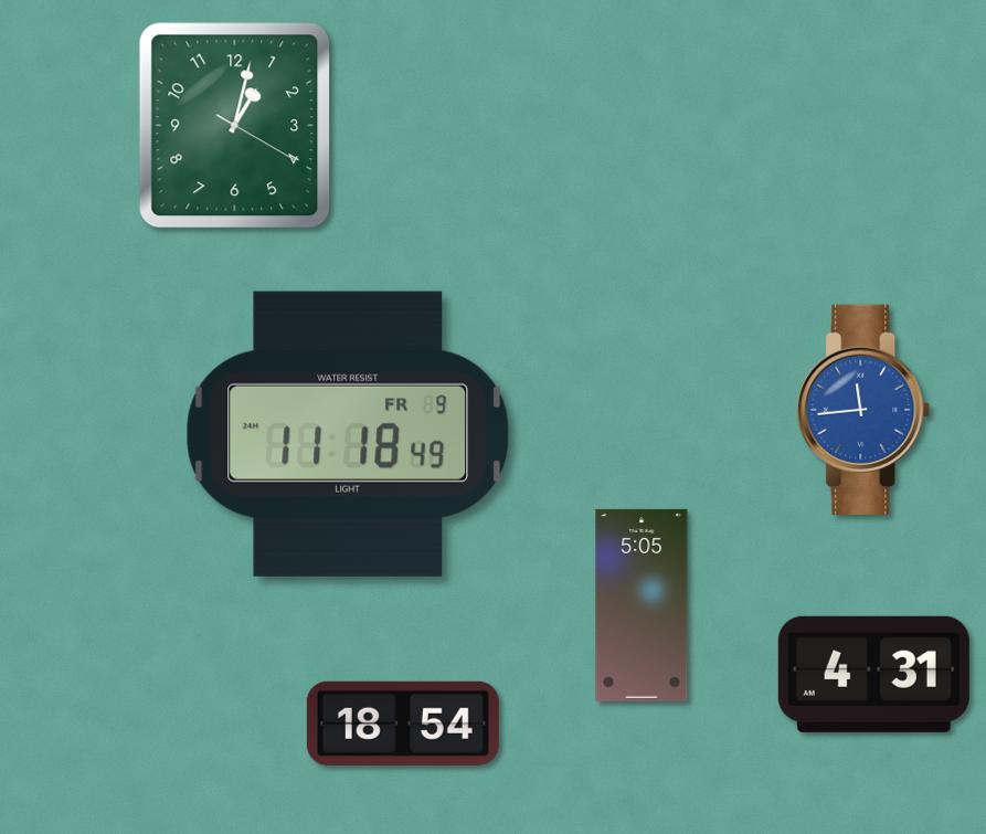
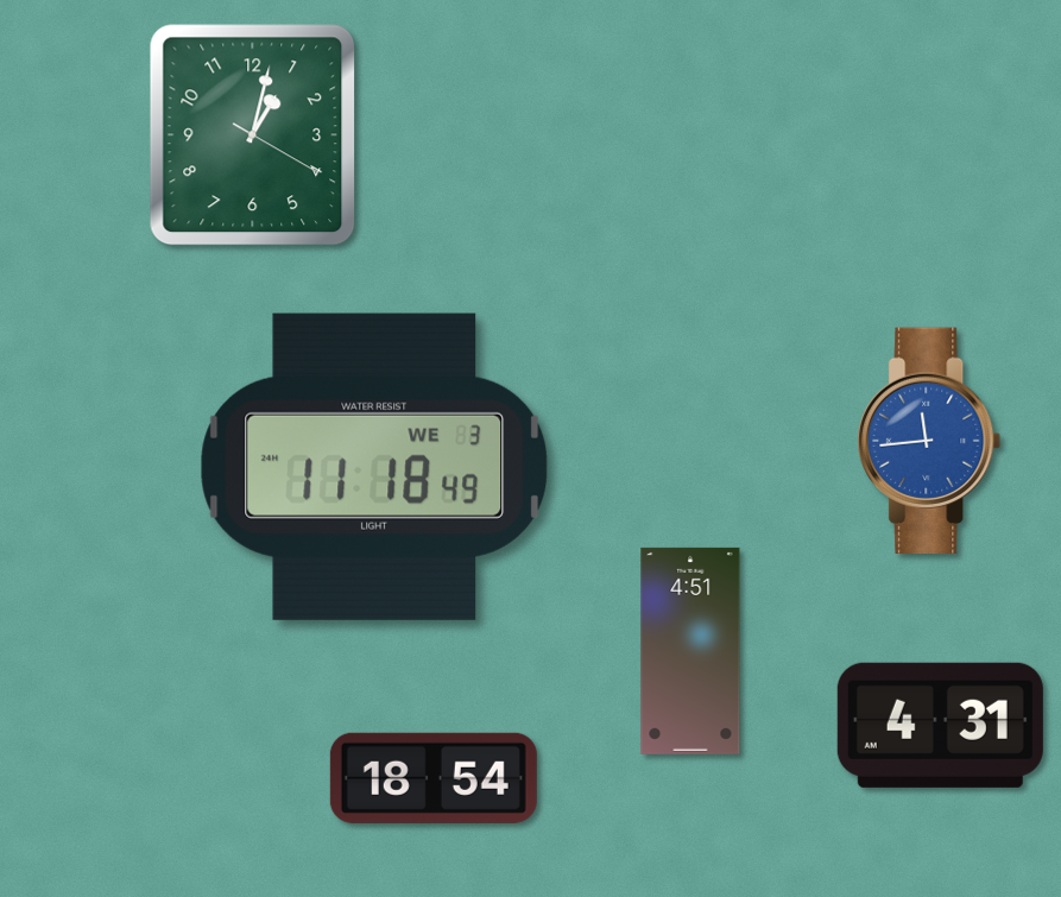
clock at (348, 434) date: FR 9 -> WE 3
clock at (642, 605): 5:05 -> 4:51
